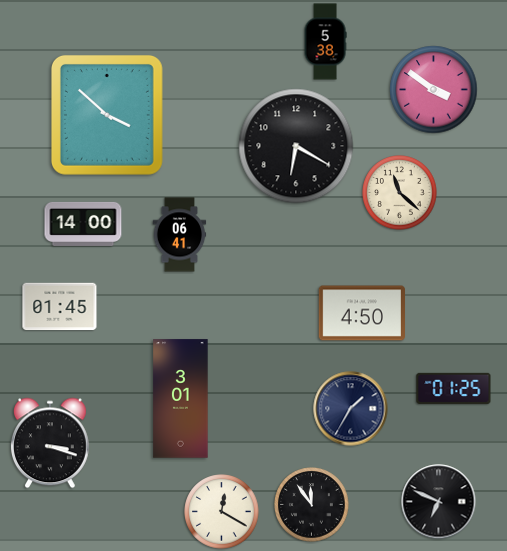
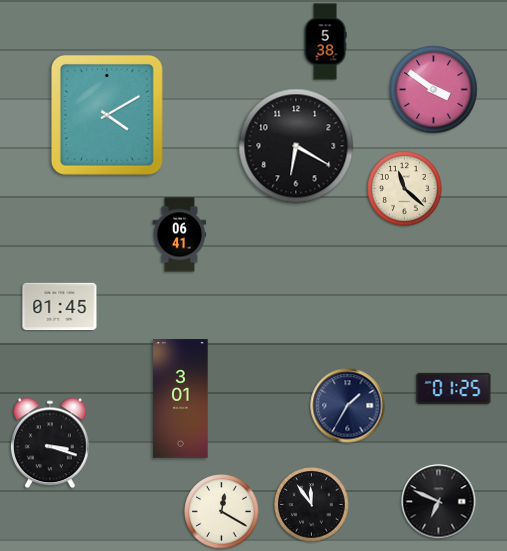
clock at (107, 115): 3:52 -> 4:10
clock at (400, 193) position: (400, 193) -> (405, 189)
clock at (83, 224): 14:00 -> none
clock at (361, 313): 4:50 -> none
clock at (351, 409) position: (351, 409) -> (348, 406)
